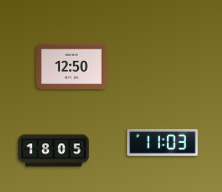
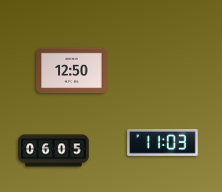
clock at (72, 67) position: (72, 67) -> (72, 71)
clock at (54, 151): 18:05 -> 06:05
